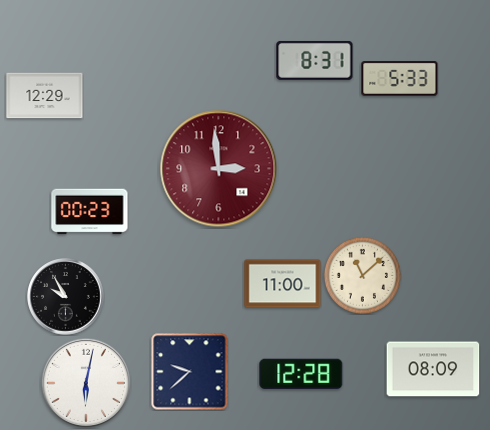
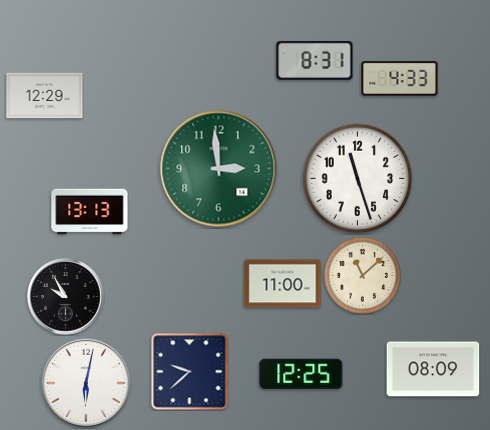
clock at (400, 79): 5:33 -> 4:33
clock at (219, 169) dial: burgundy -> green
clock at (358, 179): none -> 11:27
clock at (90, 212): 00:23 -> 13:13
clock at (301, 373): 12:28 -> 12:25
